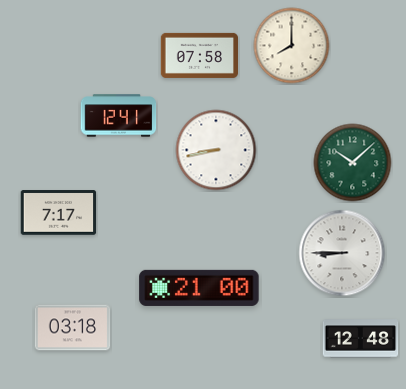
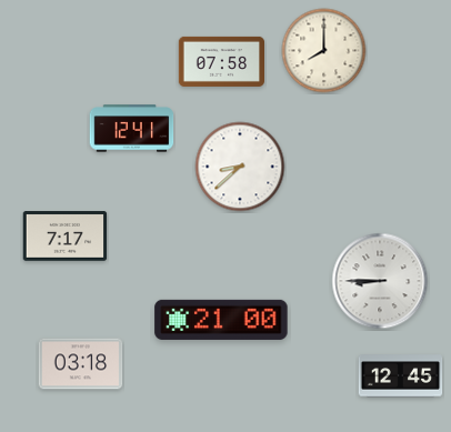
clock at (216, 150): 8:43 -> 8:38
clock at (353, 163): 10:08 -> none
clock at (361, 339): 12:48 -> 12:45
